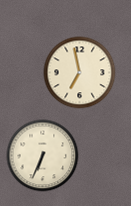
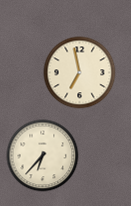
clock at (43, 156): 6:34 -> 6:37
